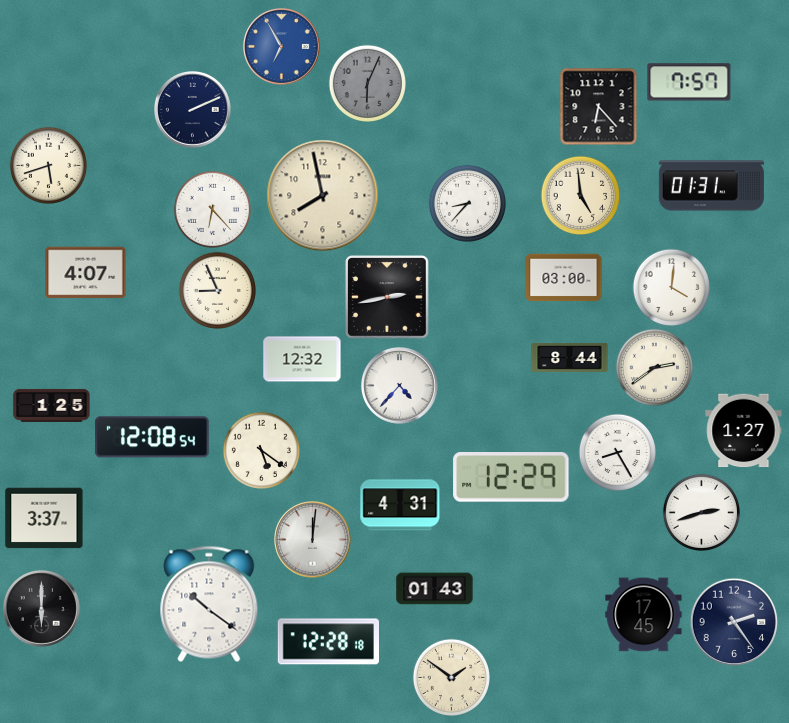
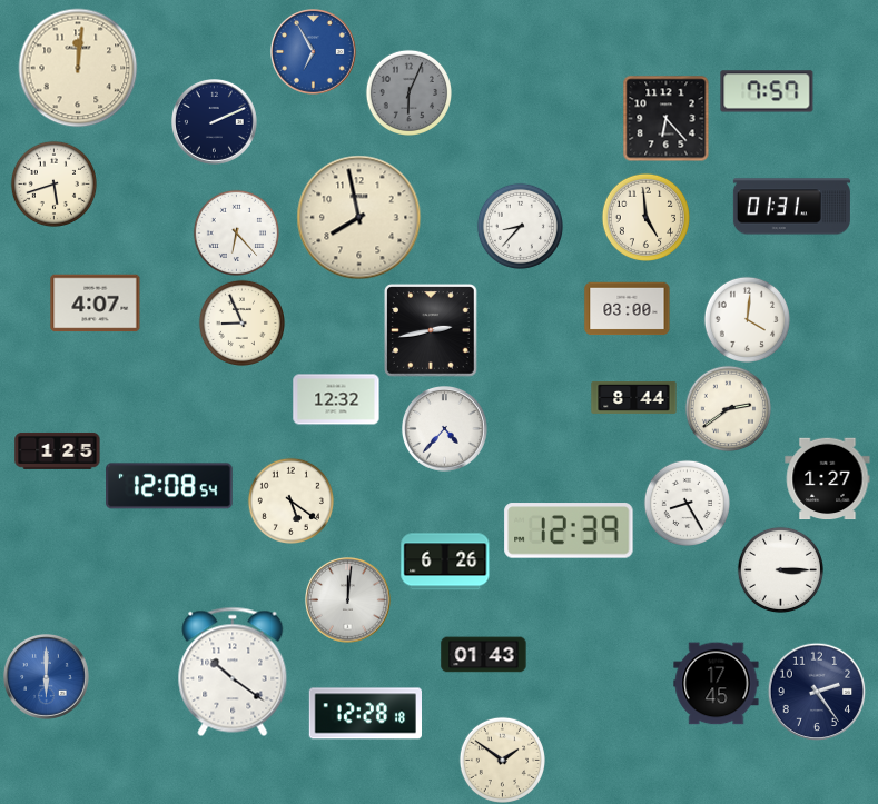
clock at (78, 68): none -> 12:01
clock at (511, 477): 12:29 -> 12:39
clock at (400, 505): 4:31 -> 6:26
clock at (701, 512): 2:42 -> 3:15
clock at (44, 518): 3:37 -> none
clock at (42, 609) dial: black -> blue
clock at (451, 677) position: (451, 677) -> (502, 760)
